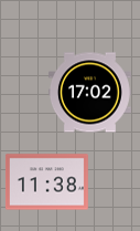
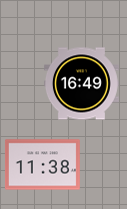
clock at (89, 93): 17:02 -> 16:49
